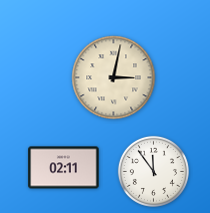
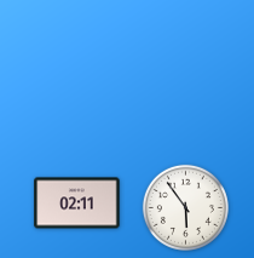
clock at (114, 78): 3:02 -> none
clock at (153, 171): 11:54 -> 5:54
